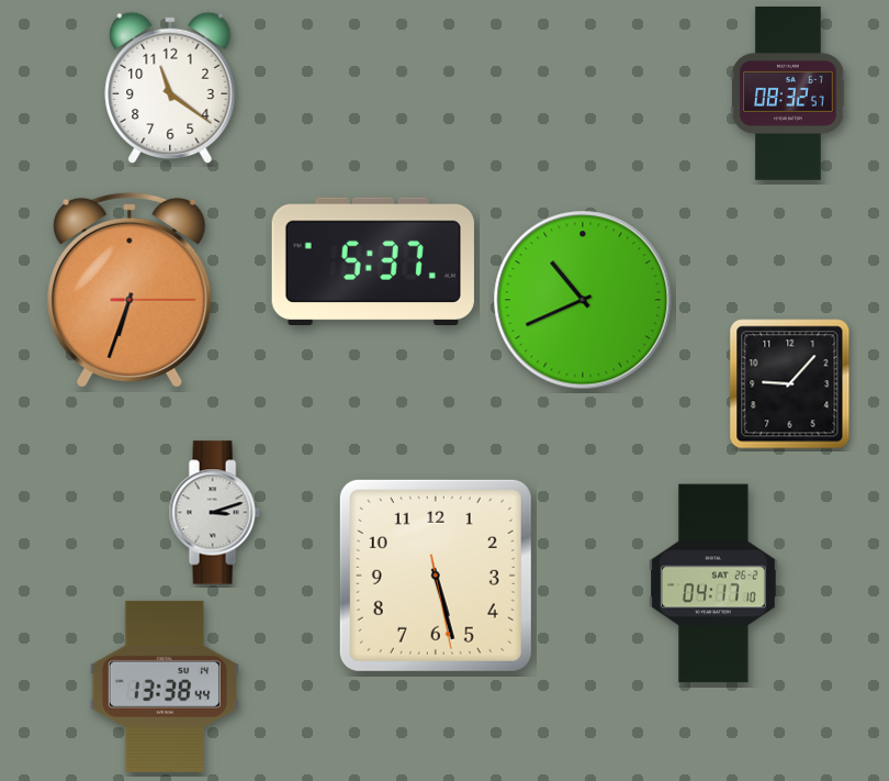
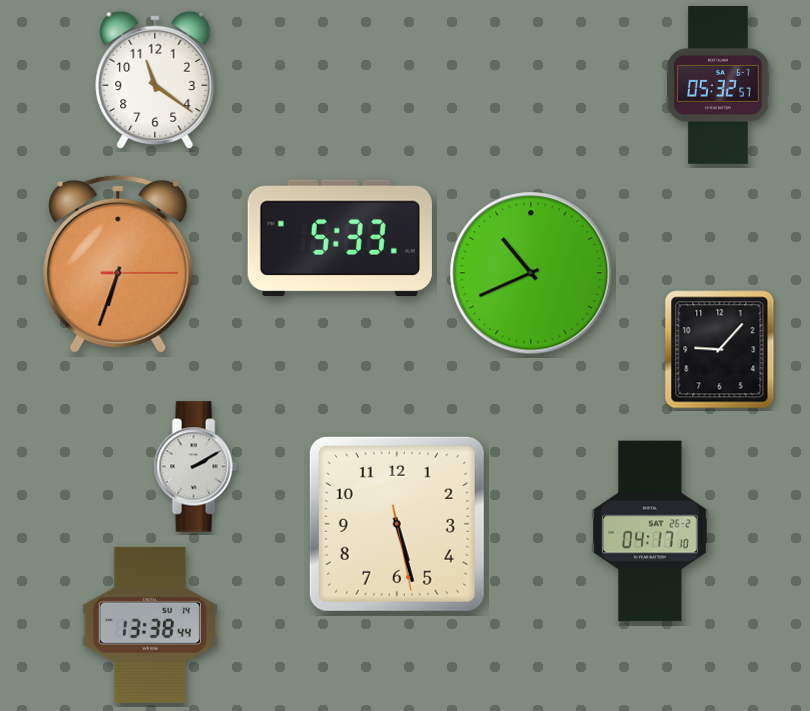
clock at (788, 93): 08:32 -> 05:32
clock at (373, 260): 5:37 -> 5:33
clock at (214, 513): 3:12 -> 2:10
